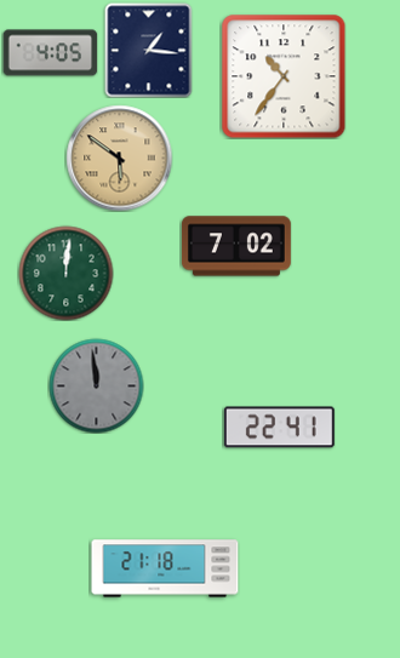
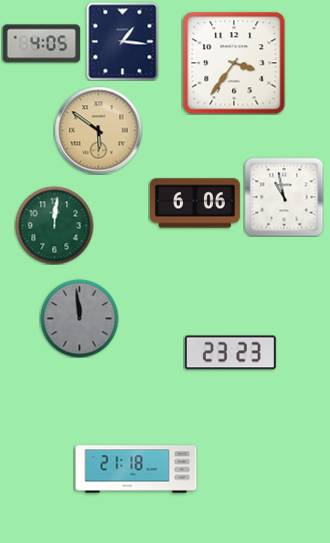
clock at (284, 76): 10:36 -> 3:36
clock at (284, 197): none -> 10:58
clock at (236, 246): 7:02 -> 6:06
clock at (279, 428): 22:41 -> 23:23
